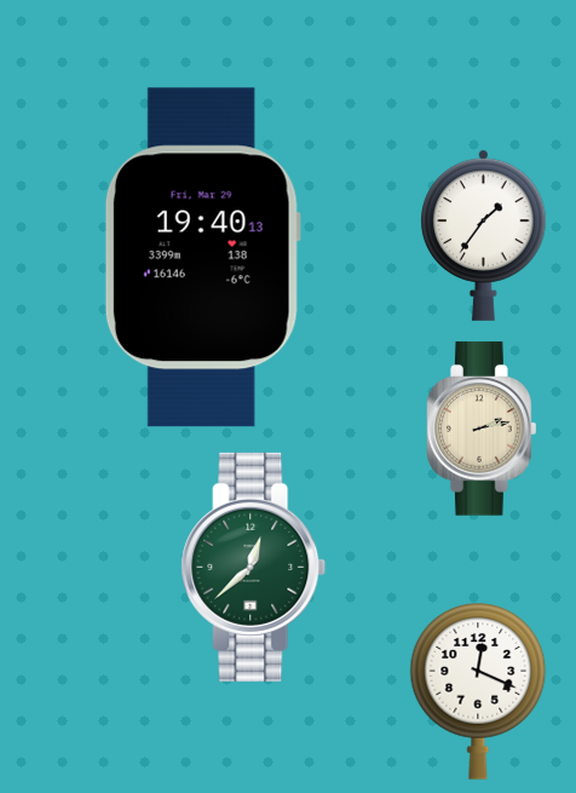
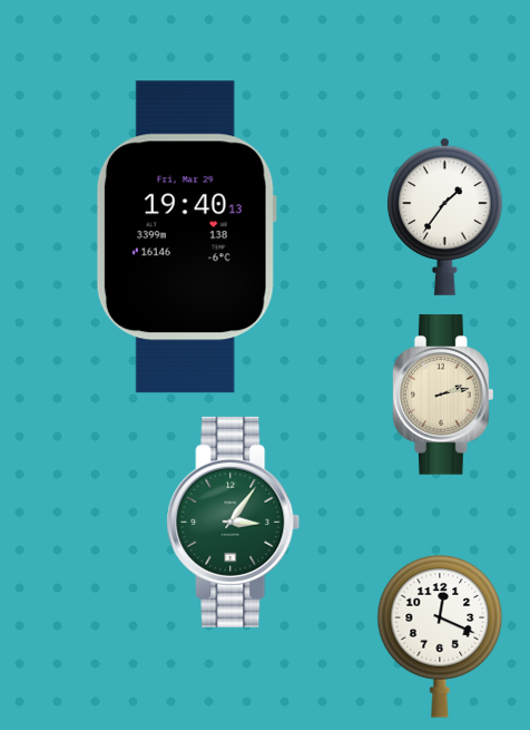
clock at (254, 567): 12:38 -> 3:06
